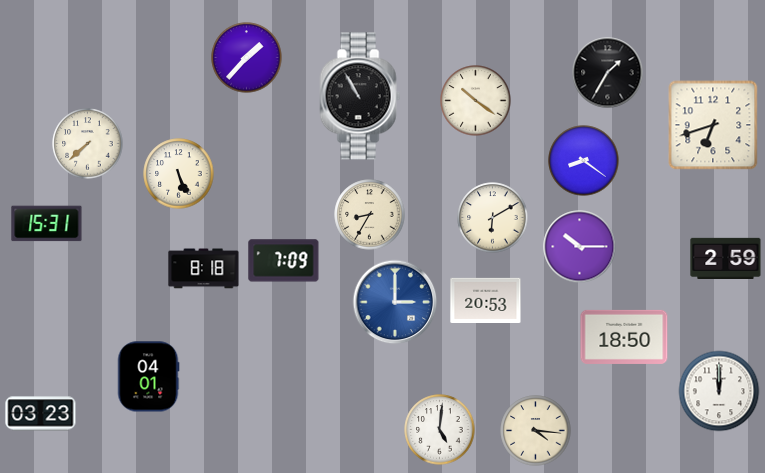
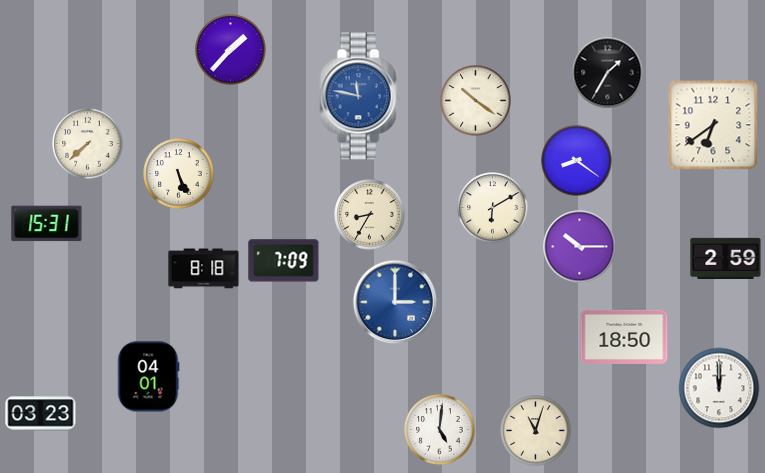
clock at (247, 58) position: (247, 58) -> (231, 50)
clock at (360, 96): 10:55 -> 11:47
clock at (360, 96) dial: black -> blue
clock at (713, 125): 6:42 -> 6:39
clock at (584, 161) position: (584, 161) -> (577, 161)
clock at (493, 218) position: (493, 218) -> (493, 208)
clock at (486, 300): 20:53 -> none
clock at (719, 391) position: (719, 391) -> (719, 388)
clock at (536, 431): 4:16 -> 11:03
